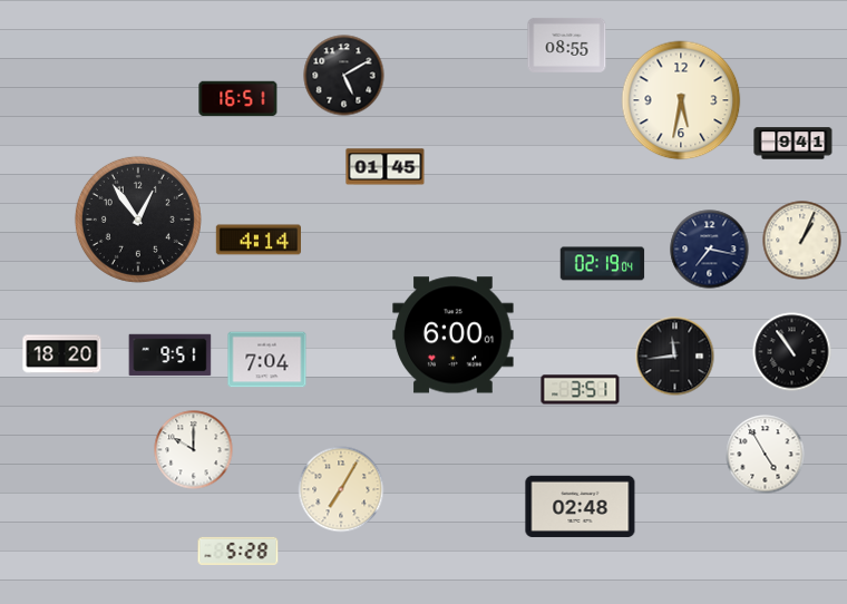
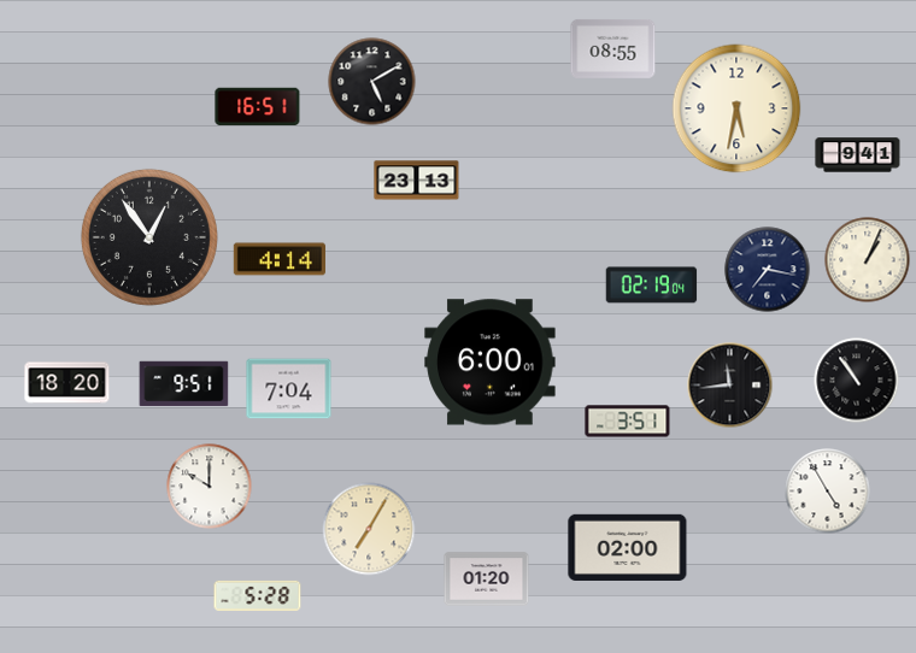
clock at (386, 167): 01:45 -> 23:13
clock at (581, 506): 02:48 -> 02:00
clock at (487, 580): none -> 01:20
